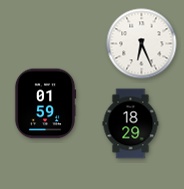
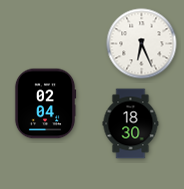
clock at (45, 104): 01:59 -> 02:04
clock at (131, 124): 18:29 -> 18:30
